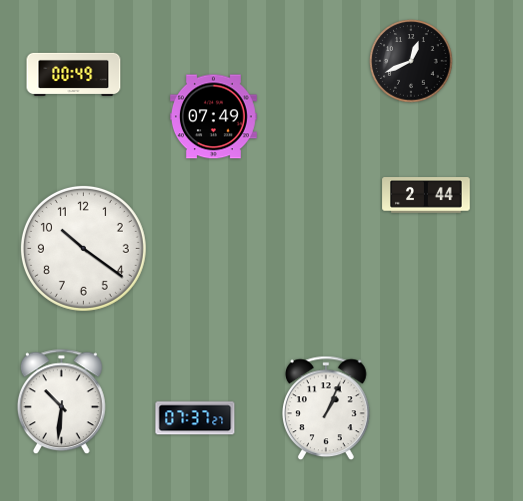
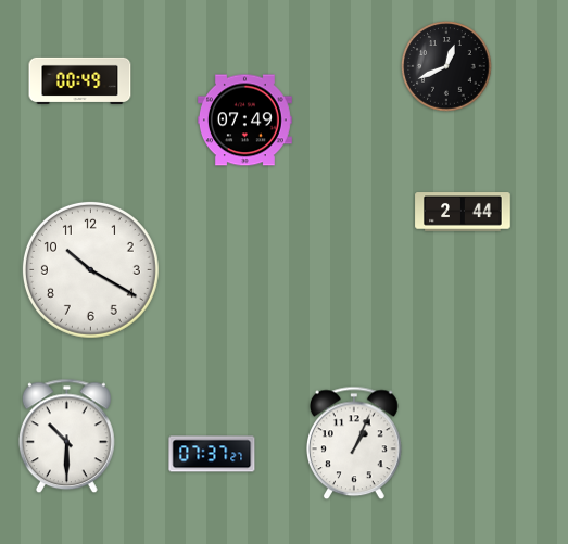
clock at (213, 117) position: (213, 117) -> (244, 121)
clock at (83, 248): 10:21 -> 10:20
clock at (61, 402): 10:31 -> 10:30
